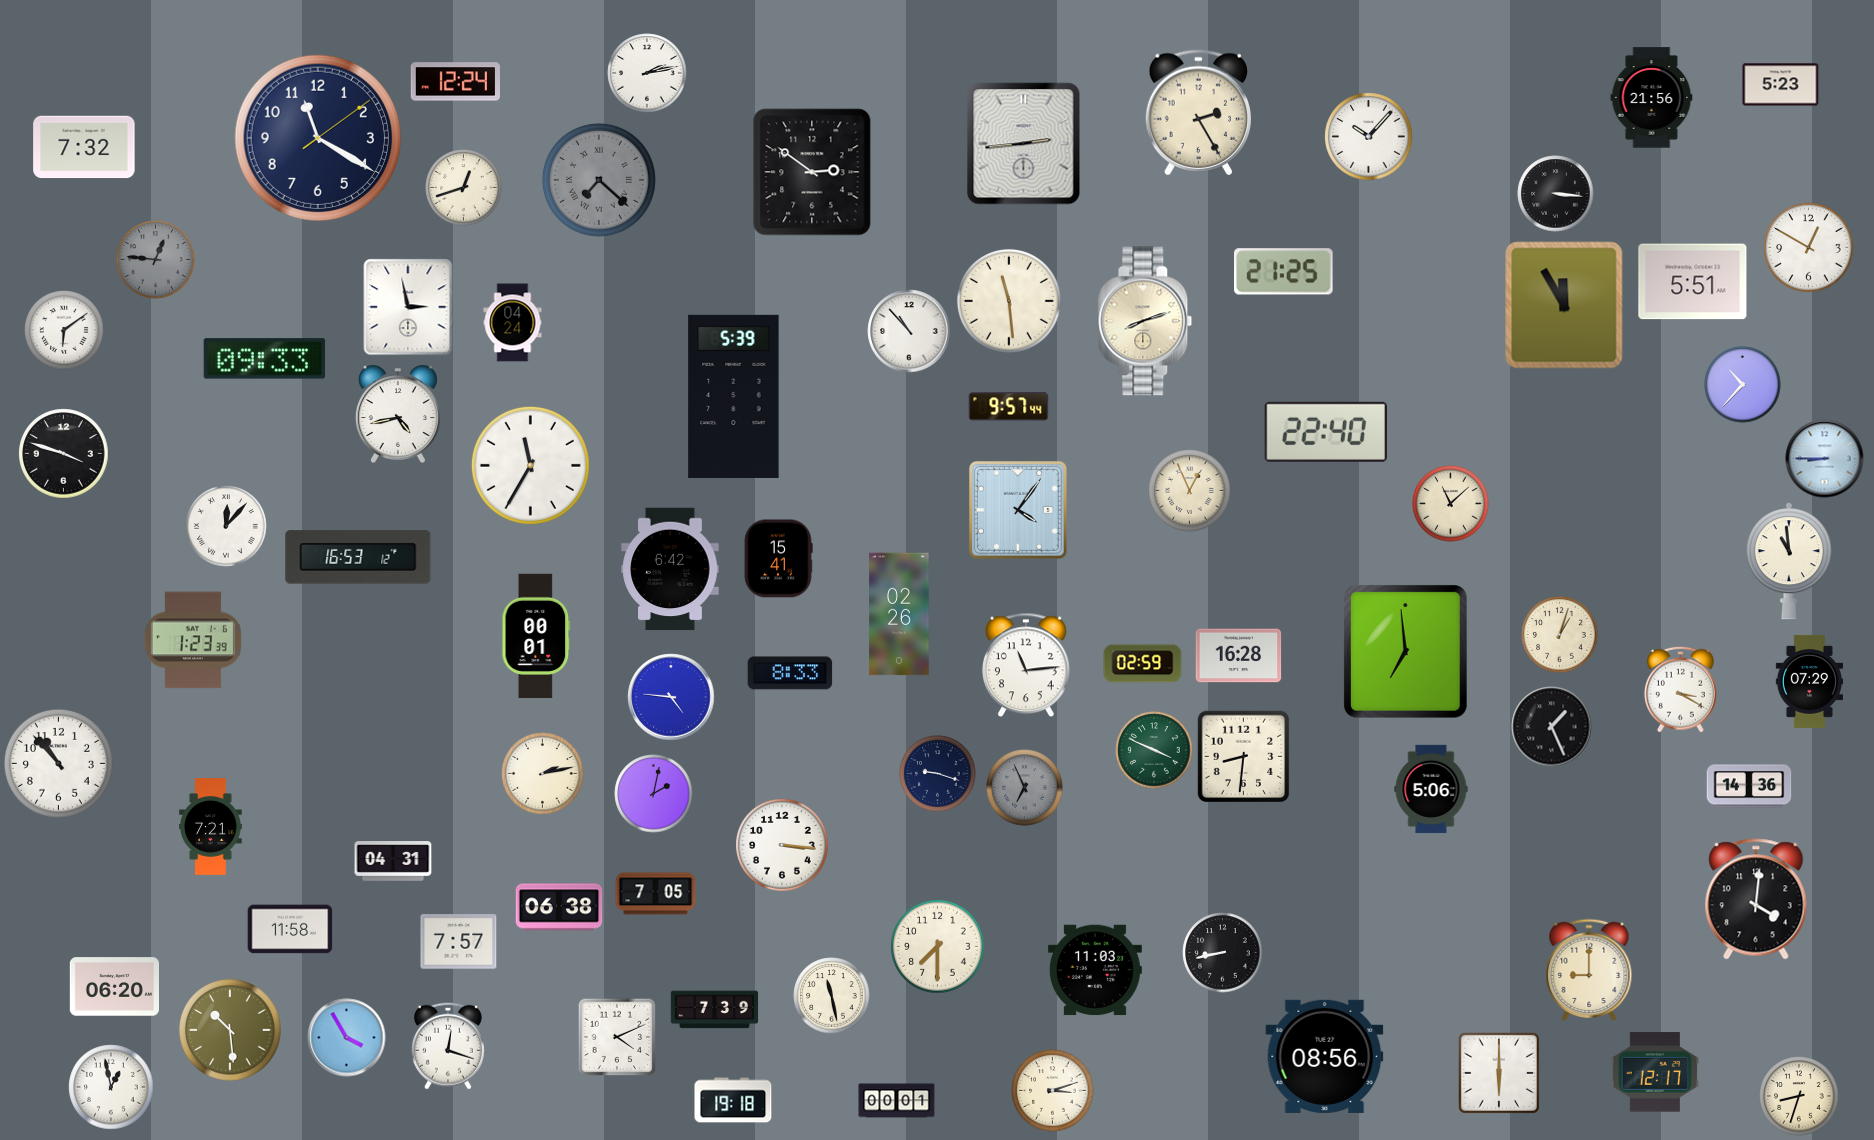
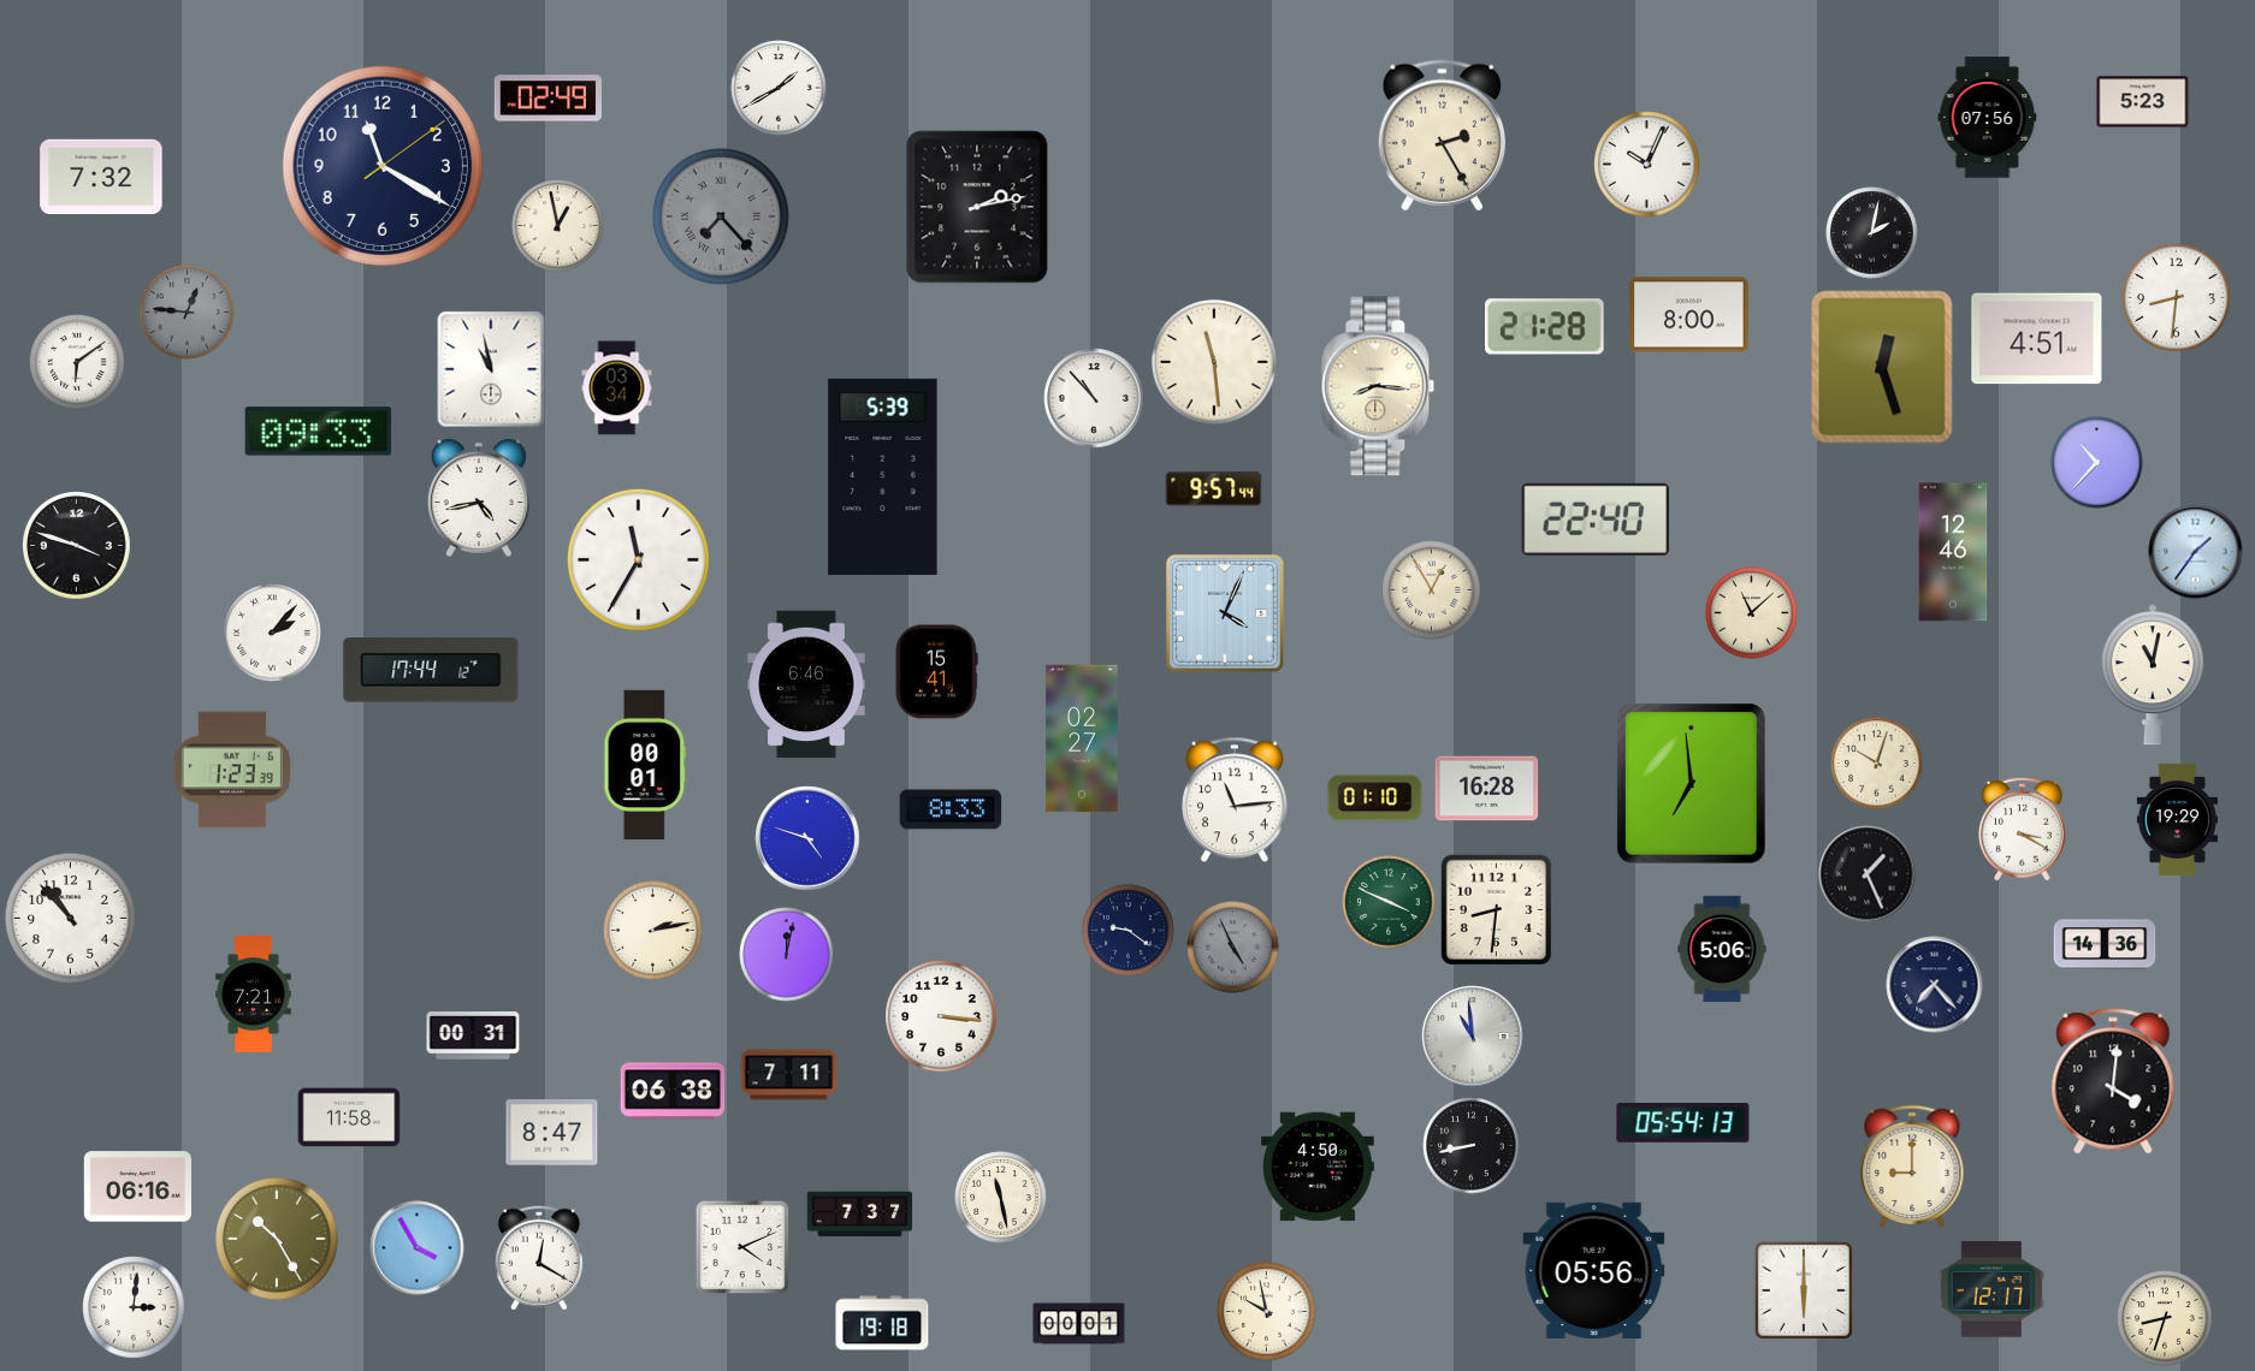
clock at (647, 73): 2:13 -> 1:40
clock at (455, 82): 12:24 -> 02:49
clock at (1652, 98): 21:56 -> 07:56
clock at (1369, 137): 10:07 -> 10:04
clock at (1024, 144): 2:44 -> none
clock at (812, 172): 2:51 -> 2:13
clock at (599, 180): 7:22 -> 7:23
clock at (464, 188): 12:42 -> 12:58
clock at (1556, 194): 3:16 -> 2:02
clock at (1809, 248): 12:50 -> 8:31
clock at (1689, 315): none -> 8:00
clock at (1284, 272): 21:25 -> 21:28
clock at (1693, 282): 5:51 -> 4:51
clock at (1564, 305): 11:55 -> 12:27
clock at (408, 307): 2:58 -> 10:58
clock at (1145, 321): 8:12 -> 8:16
clock at (513, 323): 04:24 -> 03:34
clock at (64, 330) position: (64, 330) -> (77, 362)
clock at (1953, 552): none -> 12:46
clock at (1825, 459): 8:45 -> 1:36
clock at (1190, 491): 12:56 -> 12:55
clock at (1451, 504) position: (1451, 504) -> (1752, 613)
clock at (1018, 510): 4:06 -> 4:04
clock at (226, 526): 12:07 -> 2:07
clock at (358, 557): 16:53 -> 17:44
clock at (1789, 561): 10:59 -> 11:02
clock at (670, 569): 6:42 -> 6:46
clock at (899, 614): 02:26 -> 02:27
clock at (1560, 635): 1:03 -> 10:03
clock at (1239, 656) position: (1239, 656) -> (1487, 789)
clock at (1143, 664): 02:59 -> 01:10
clock at (1809, 681): 07:29 -> 19:29
clock at (671, 697): 4:46 -> 4:48
clock at (938, 774): 9:18 -> 9:21
clock at (1025, 788): 6:56 -> 4:56
clock at (654, 794): 2:02 -> 12:02
clock at (1935, 985): none -> 7:23
clock at (393, 861): 04:31 -> 00:31
clock at (1473, 1037): none -> 10:59
clock at (656, 894): 7:05 -> 7:11
clock at (1683, 1123): none -> 05:54
clock at (459, 942): 7:57 -> 8:47
clock at (938, 947): 7:30 -> none
clock at (1095, 970): 11:03 -> 4:50
clock at (114, 987): 06:20 -> 06:16
clock at (715, 1010): 7:39 -> 7:37
clock at (230, 1030): 10:29 -> 10:25
clock at (448, 1046): 12:18 -> 12:20
clock at (1325, 1056): 08:56 -> 05:56
clock at (111, 1087): 12:58 -> 3:01
clock at (1053, 1091): 3:12 -> 9:58
